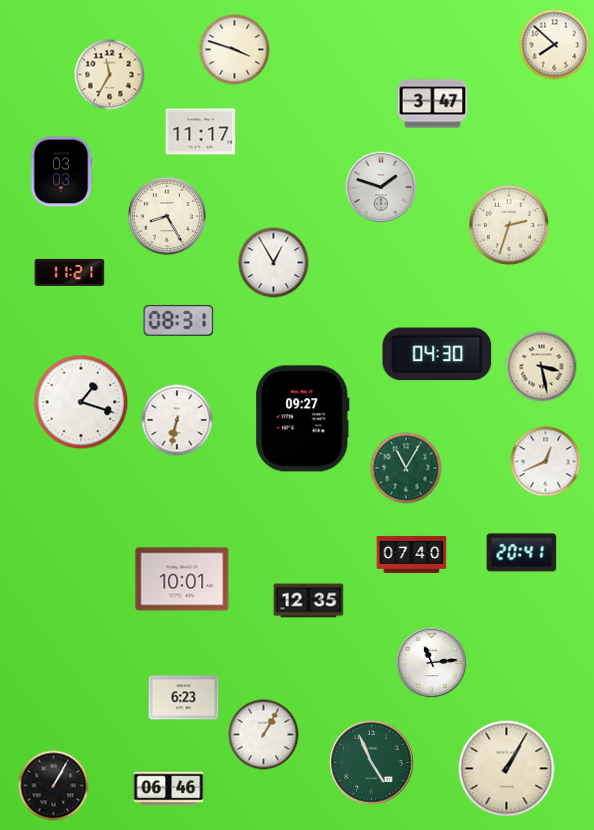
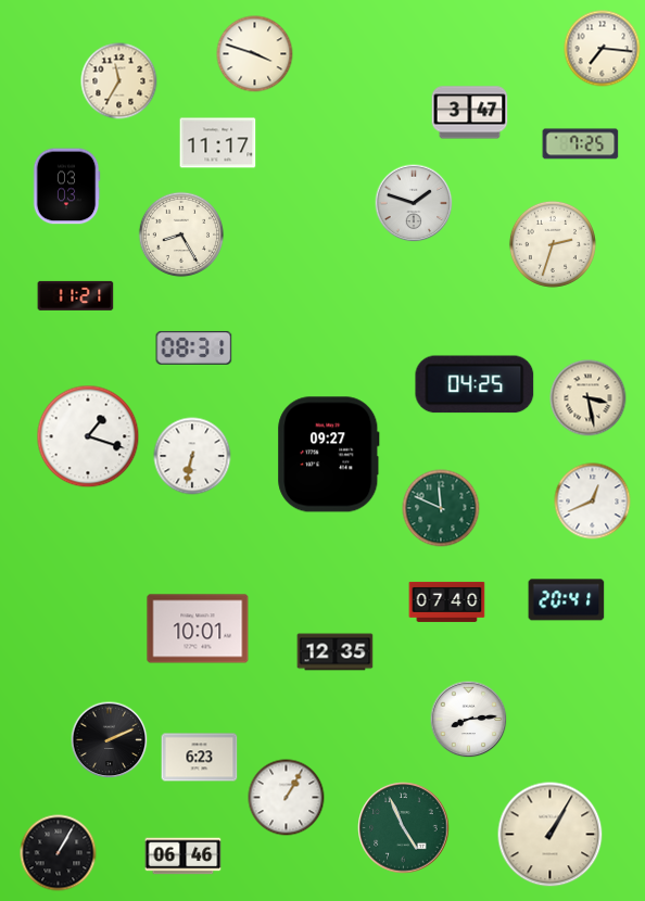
clock at (555, 45): 7:52 -> 7:16
clock at (581, 144): none -> 7:25
clock at (274, 263): 12:55 -> none
clock at (437, 354): 04:30 -> 04:25
clock at (406, 468): 11:05 -> 11:49
clock at (432, 663): 11:14 -> 8:14
clock at (110, 740): none -> 2:11
